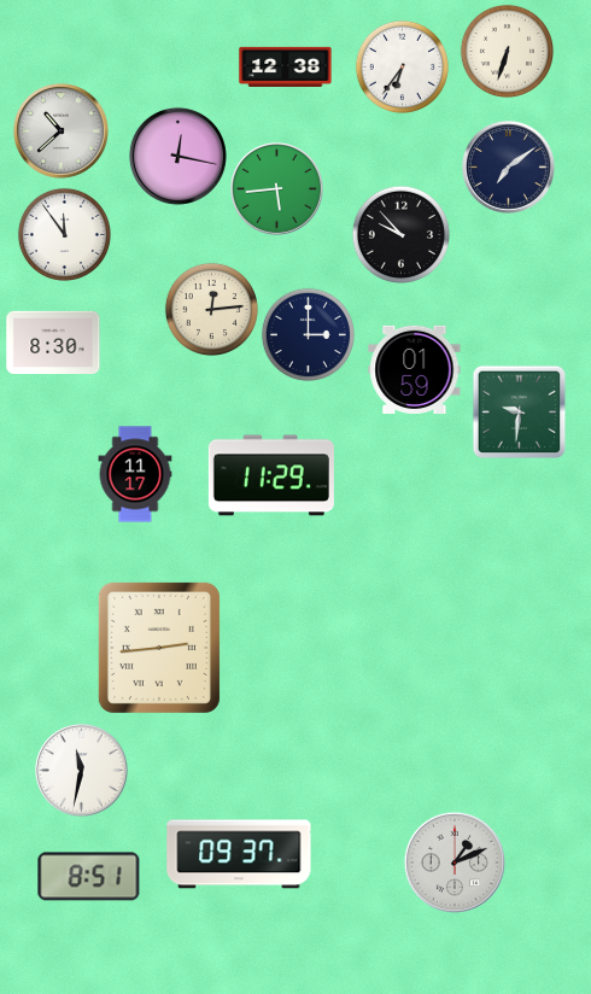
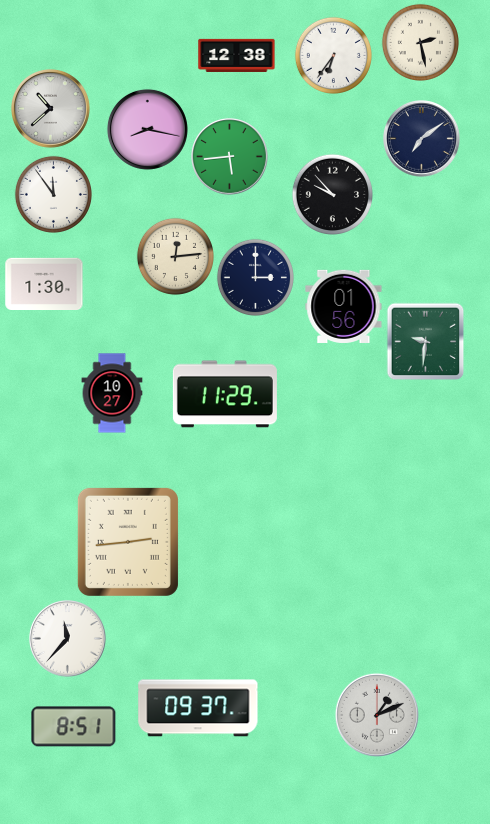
clock at (507, 51): 6:33 -> 2:28
clock at (177, 156): 12:17 -> 8:17
clock at (53, 341): 8:30 -> 1:30
clock at (415, 369): 01:59 -> 01:56
clock at (519, 411) position: (519, 411) -> (425, 341)
clock at (135, 474): 11:17 -> 10:27
clock at (159, 648) position: (159, 648) -> (128, 542)
clock at (82, 771): 11:32 -> 11:37
